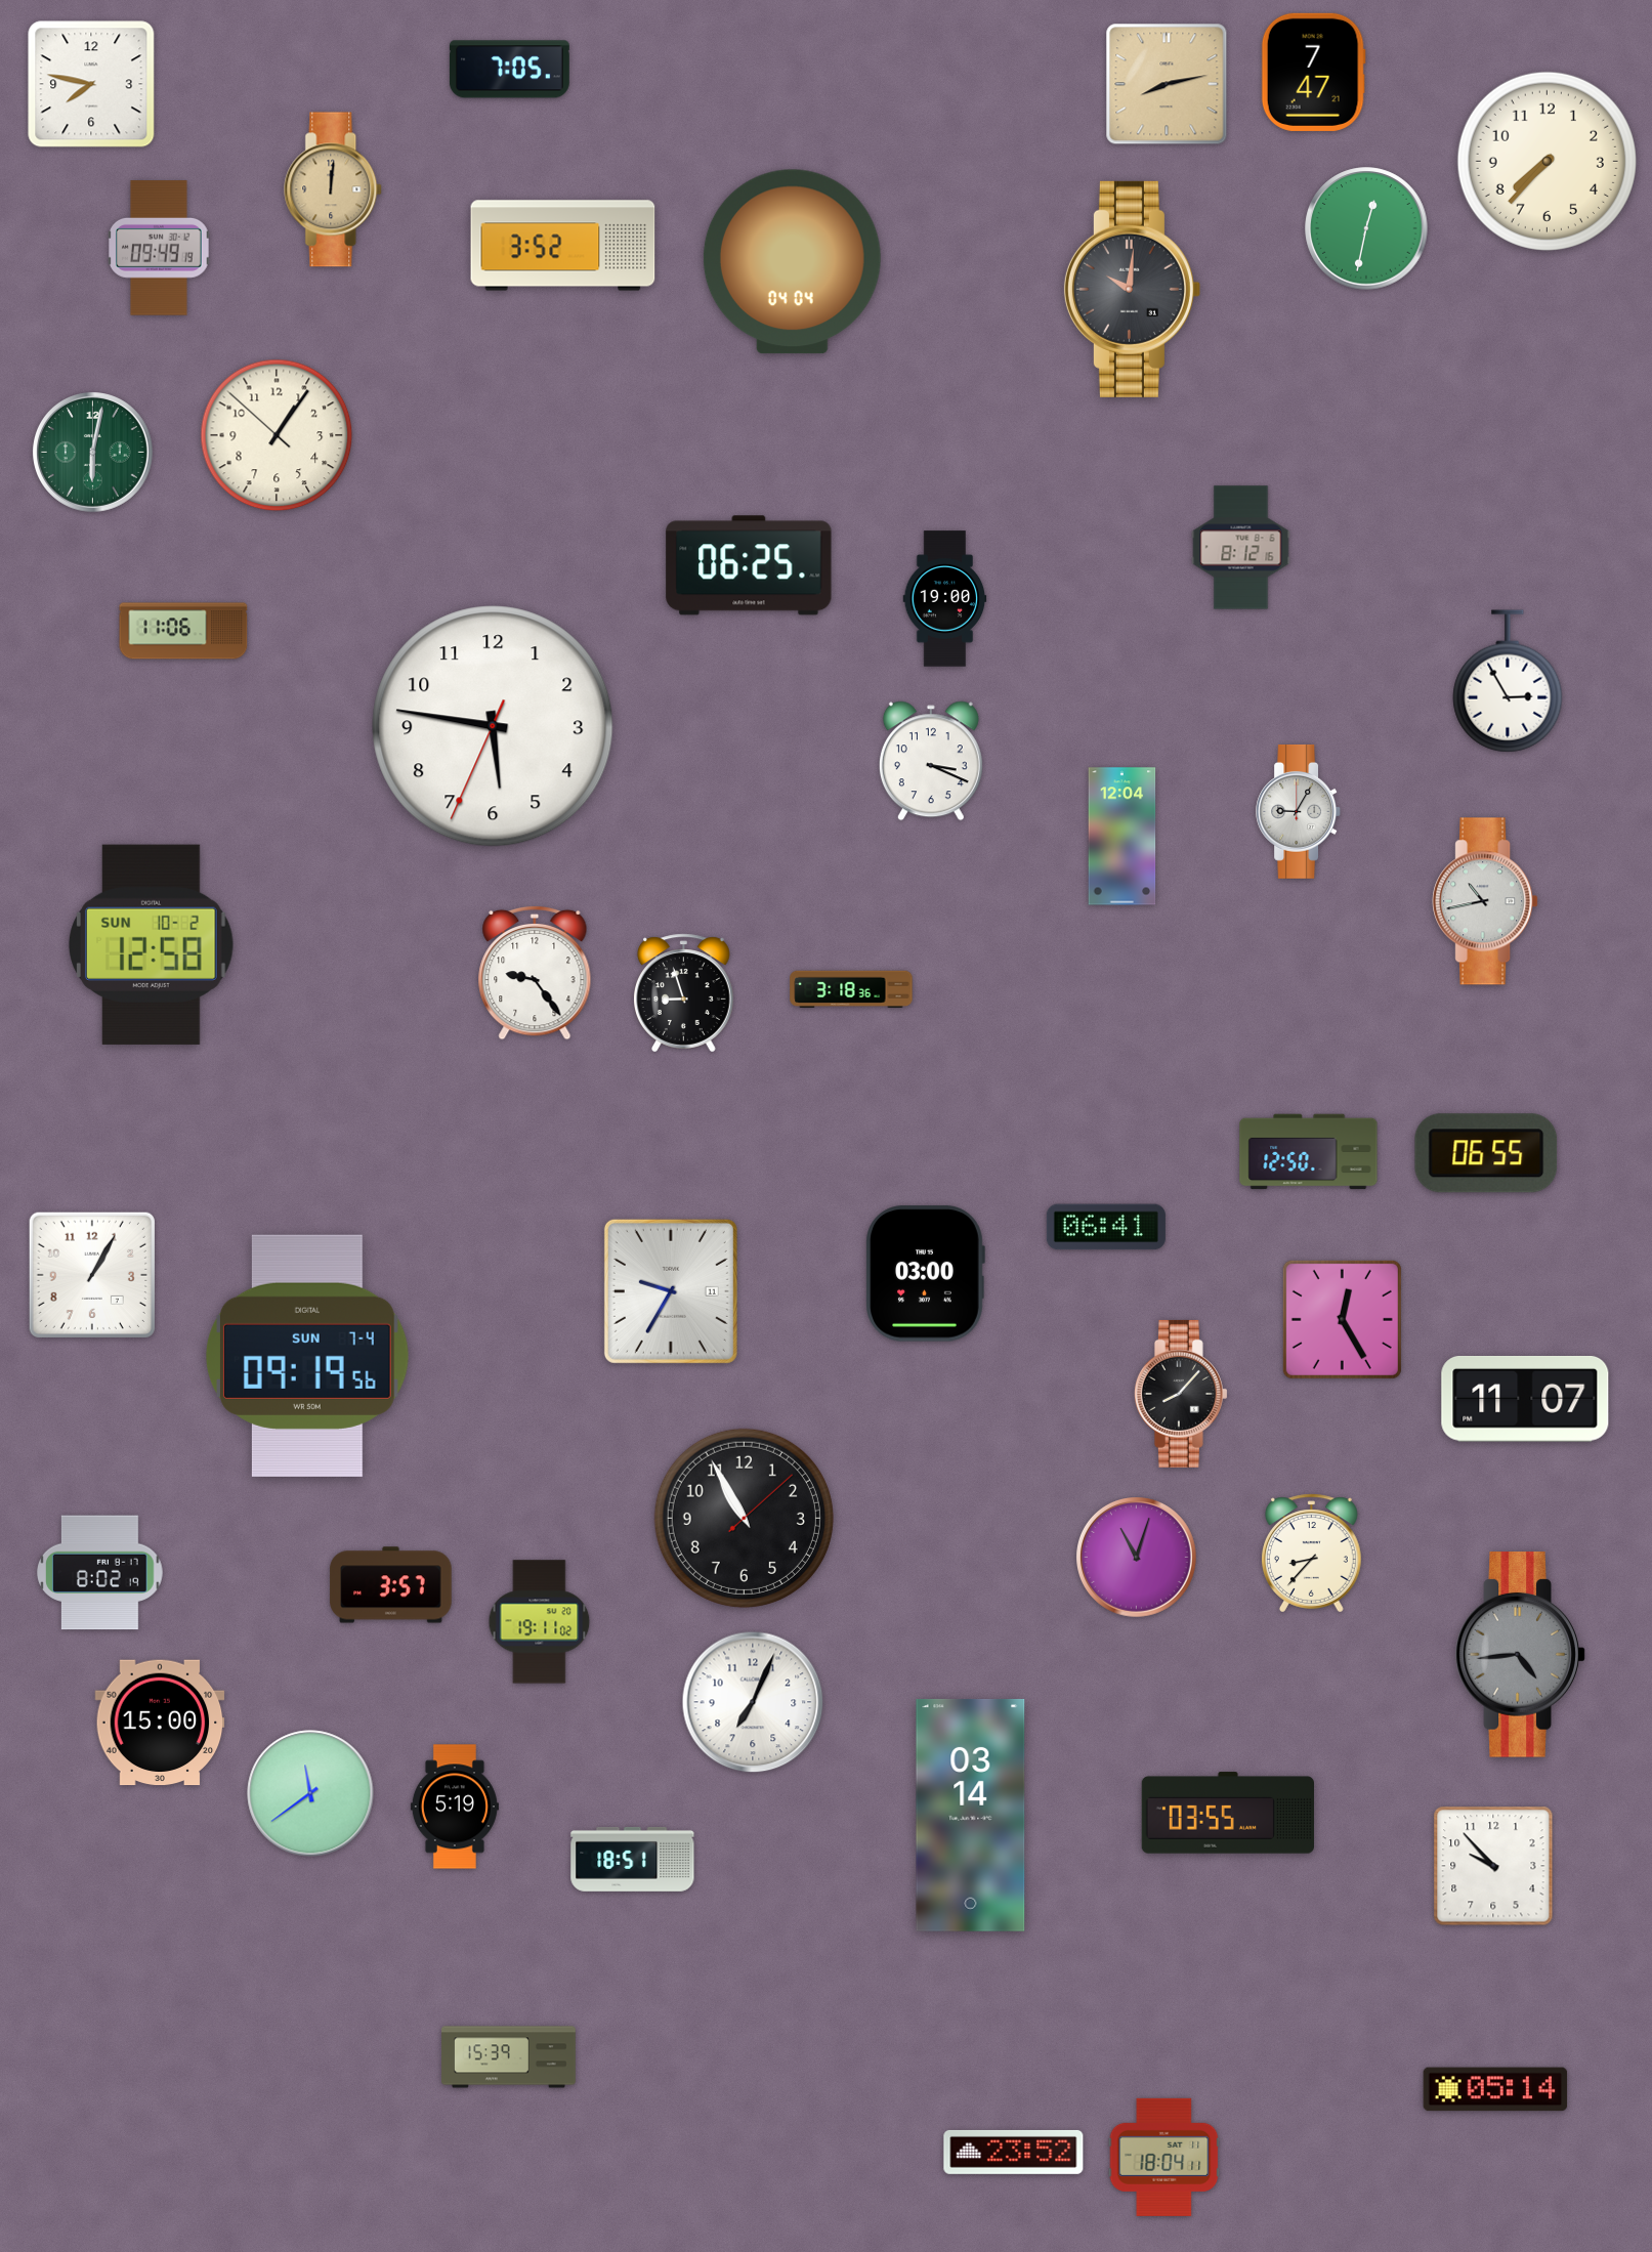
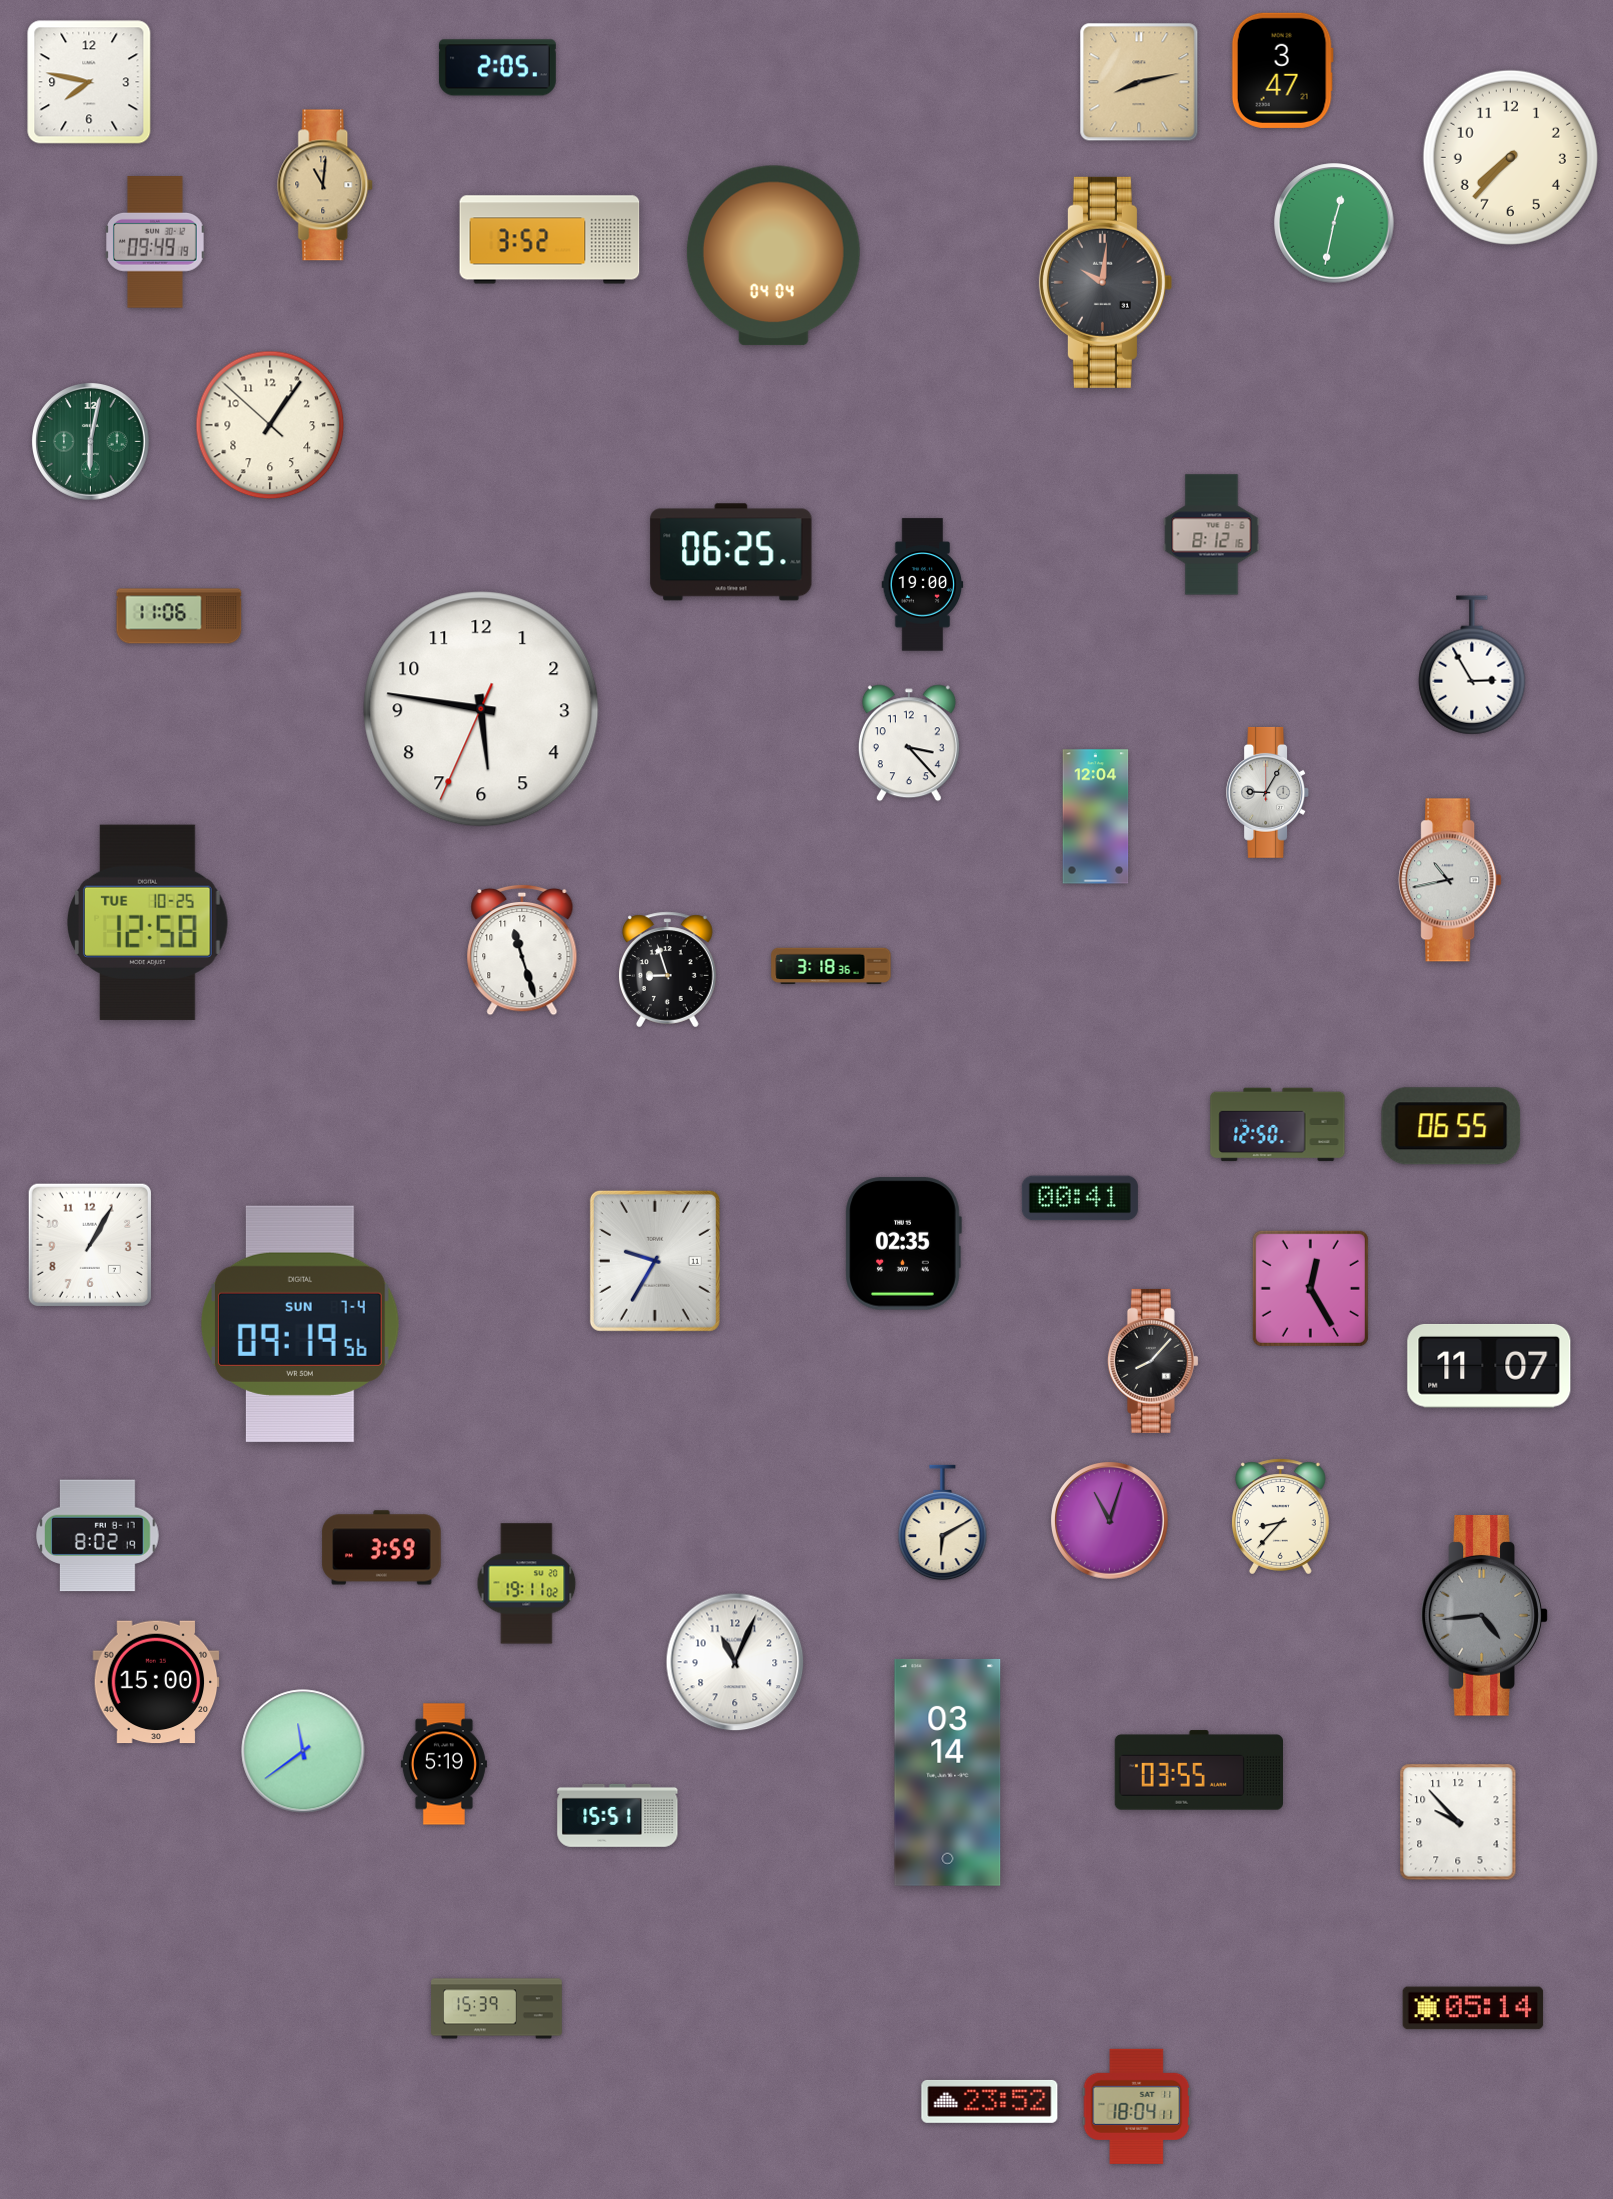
clock at (509, 70): 7:05 -> 2:05
clock at (1313, 72): 7:47 -> 3:47
clock at (334, 189): 12:01 -> 11:01
clock at (931, 761): 3:19 -> 3:23
clock at (152, 944) date: SUN 10-2 -> TUE 10-25
clock at (535, 973): 9:24 -> 11:27
clock at (1106, 1227): 06:41 -> 00:41
clock at (925, 1274): 03:00 -> 02:35
clock at (744, 1518): 10:55 -> none
clock at (943, 1523): none -> 6:10
clock at (391, 1585): 3:57 -> 3:59
clock at (753, 1702): 7:04 -> 11:04
clock at (633, 1859): 18:51 -> 15:51
clock at (1495, 2089) position: (1495, 2089) -> (1473, 2008)
